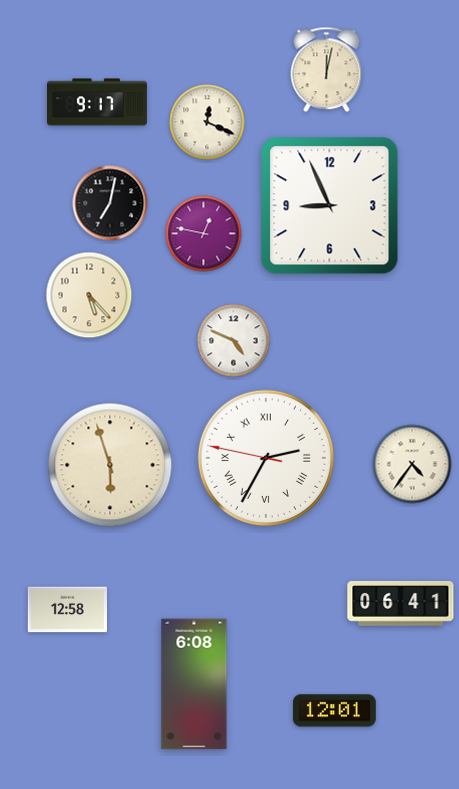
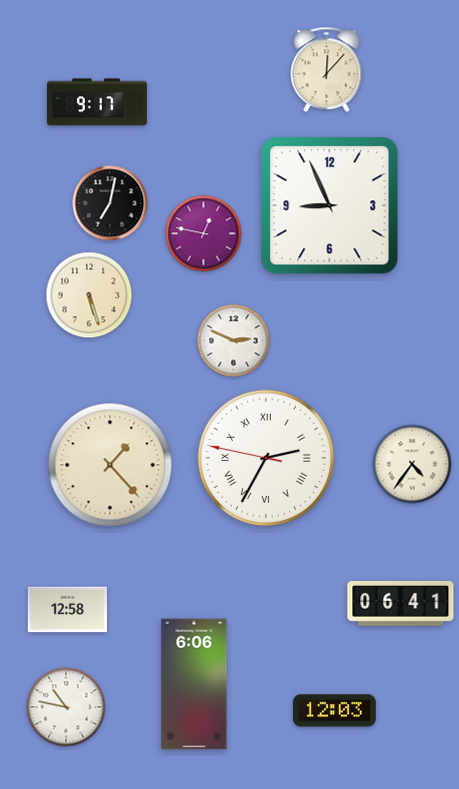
clock at (327, 70): 12:02 -> 12:07
clock at (207, 122): 12:19 -> none
clock at (89, 295): 5:23 -> 5:27
clock at (234, 341): 4:49 -> 2:49
clock at (110, 465): 5:57 -> 1:23
clock at (194, 684): 6:08 -> 6:06
clock at (66, 707): none -> 10:47
clock at (335, 711): 12:01 -> 12:03
